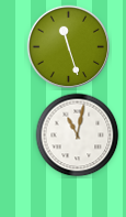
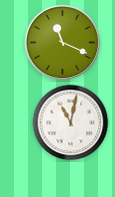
clock at (69, 47): 11:27 -> 11:19
